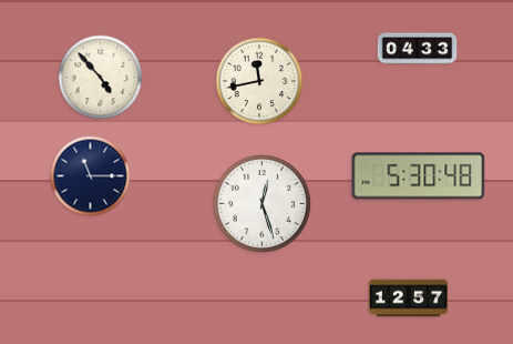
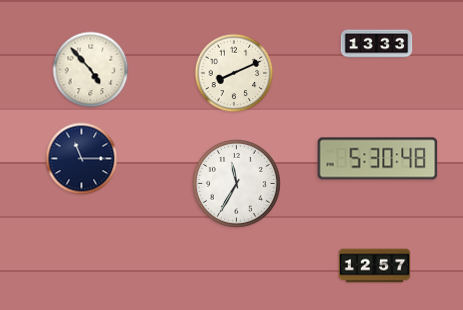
clock at (418, 49): 04:33 -> 13:33
clock at (259, 81): 11:43 -> 8:11
clock at (263, 204): 12:27 -> 11:35
clock at (409, 299) position: (409, 299) -> (375, 266)
